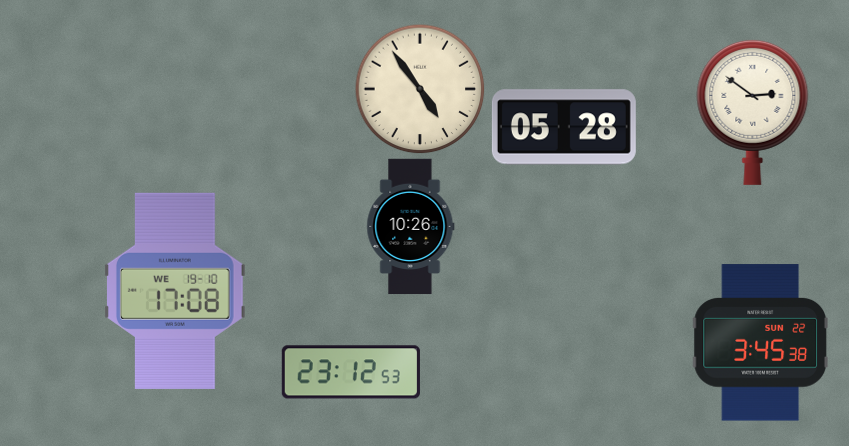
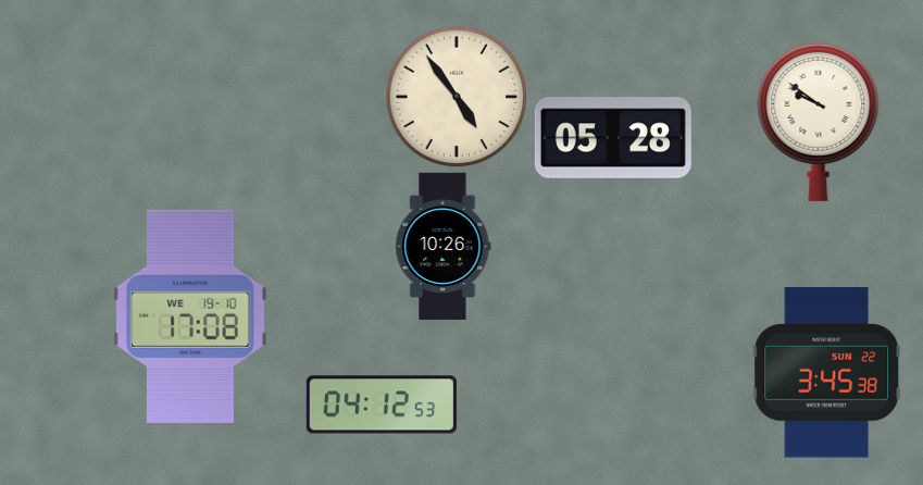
clock at (753, 112): 2:51 -> 9:51
clock at (411, 227) position: (411, 227) -> (444, 247)
clock at (351, 372): 23:12 -> 04:12
